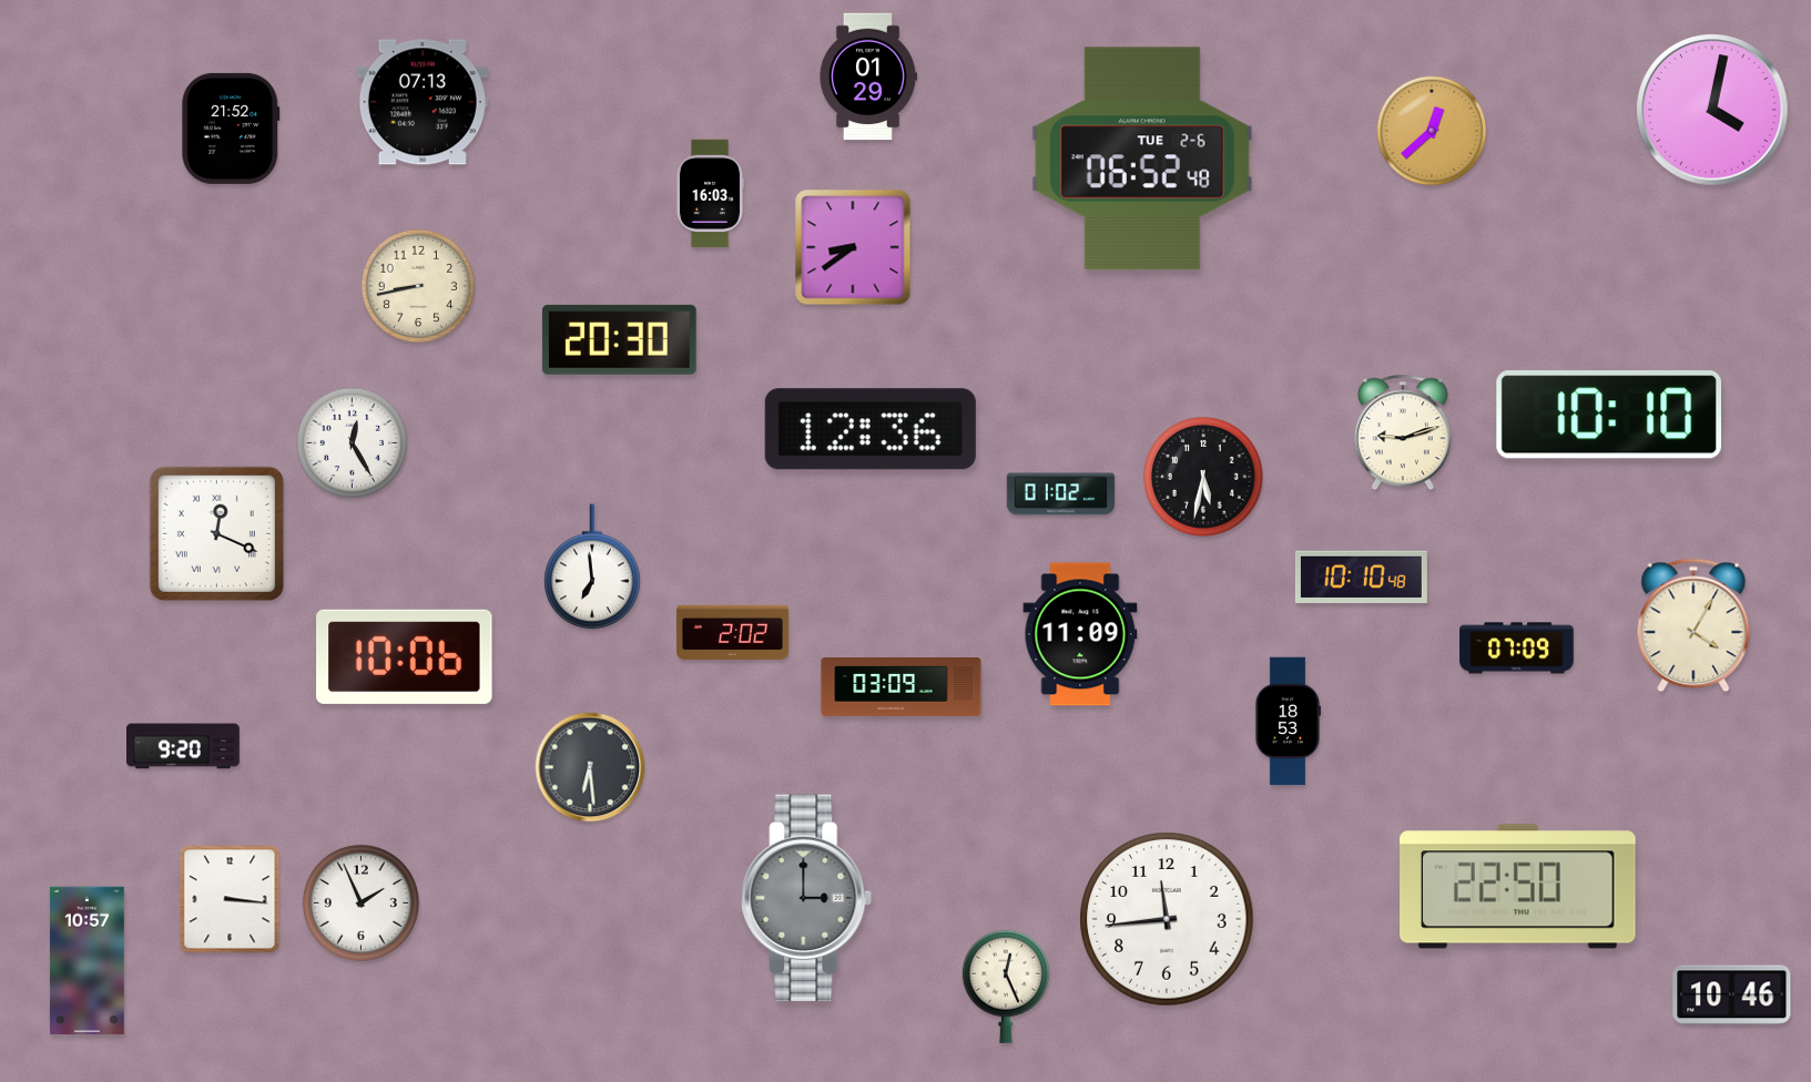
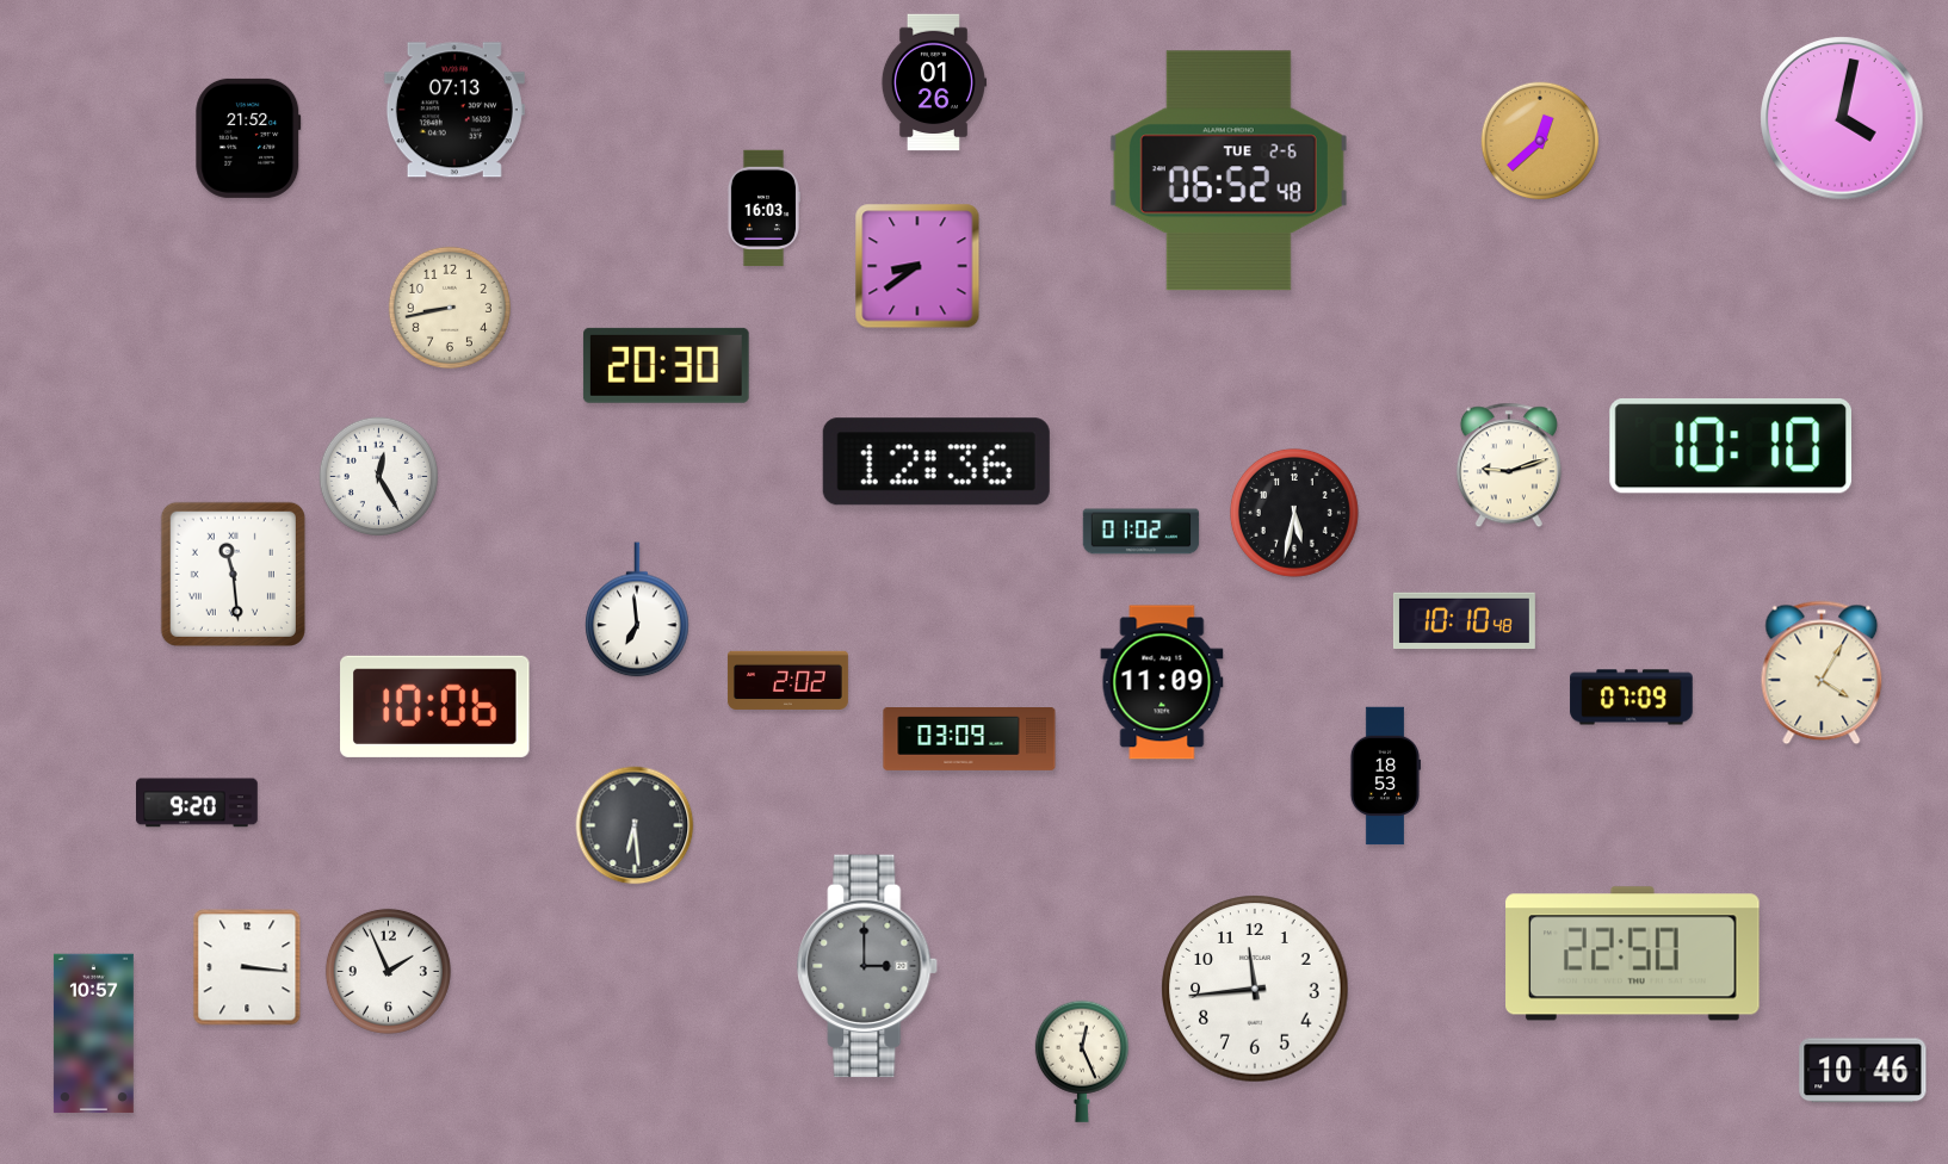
clock at (867, 76): 01:29 -> 01:26
clock at (216, 533): 12:19 -> 11:29
